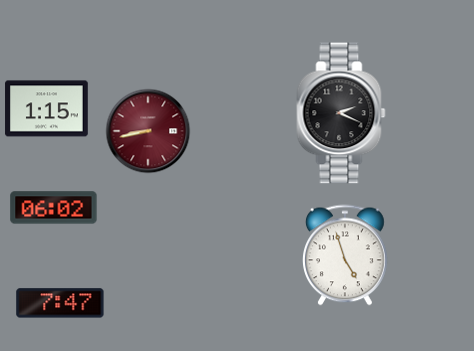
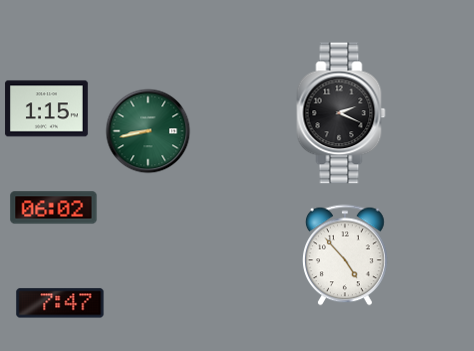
clock at (148, 131) dial: burgundy -> green
clock at (346, 255): 4:57 -> 4:53
